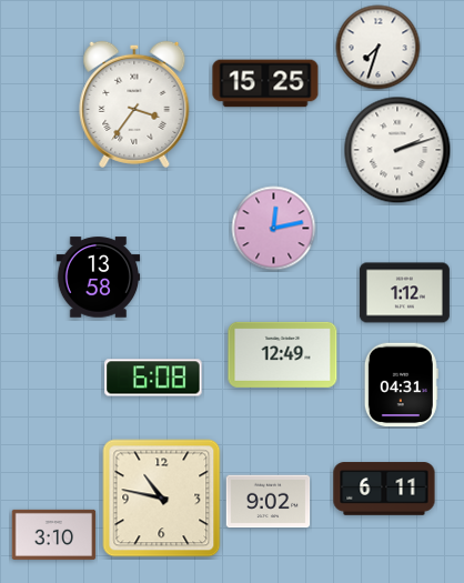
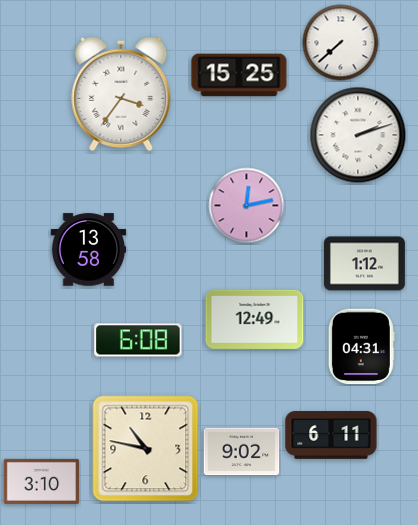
clock at (379, 48): 7:33 -> 7:38
clock at (384, 489) position: (384, 489) -> (331, 435)
clock at (54, 534) position: (54, 534) -> (42, 481)
